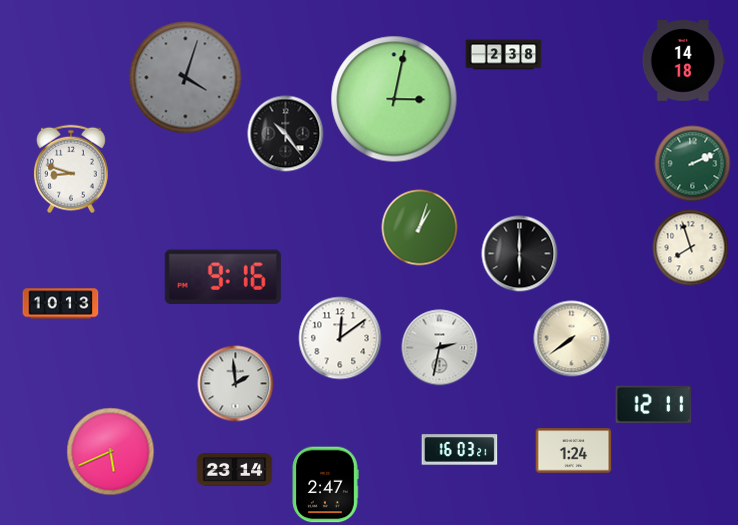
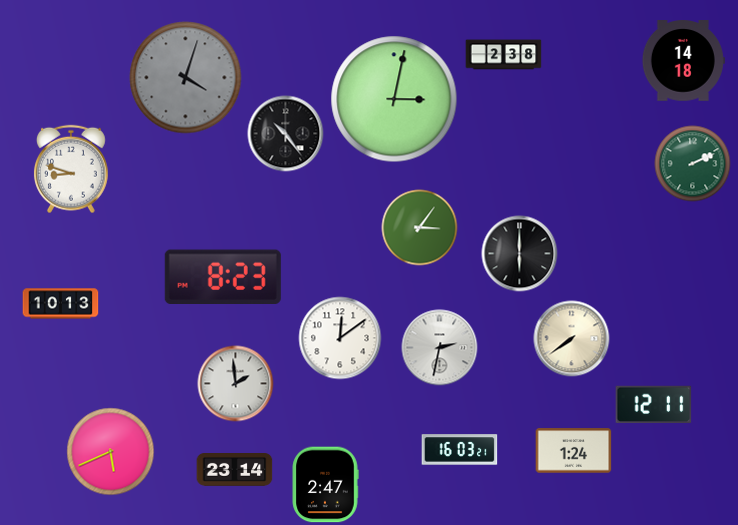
clock at (420, 228): 1:03 -> 3:06
clock at (691, 248): 7:57 -> none
clock at (223, 276): 9:16 -> 8:23
